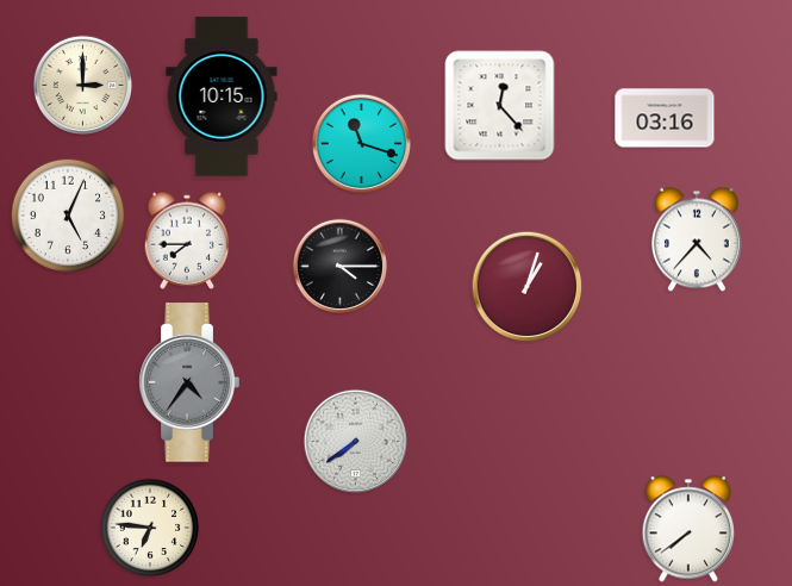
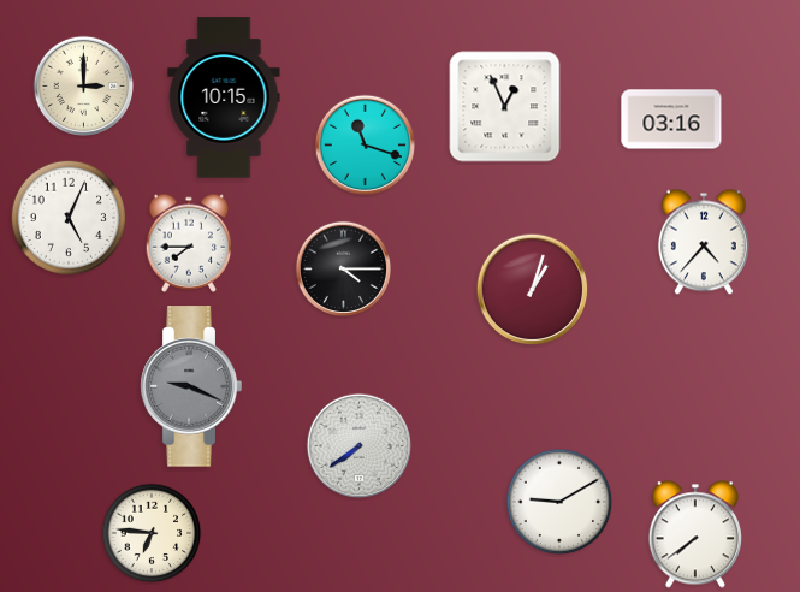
clock at (500, 106): 12:23 -> 12:56
clock at (189, 382): 4:36 -> 9:19
clock at (559, 502): none -> 9:10
